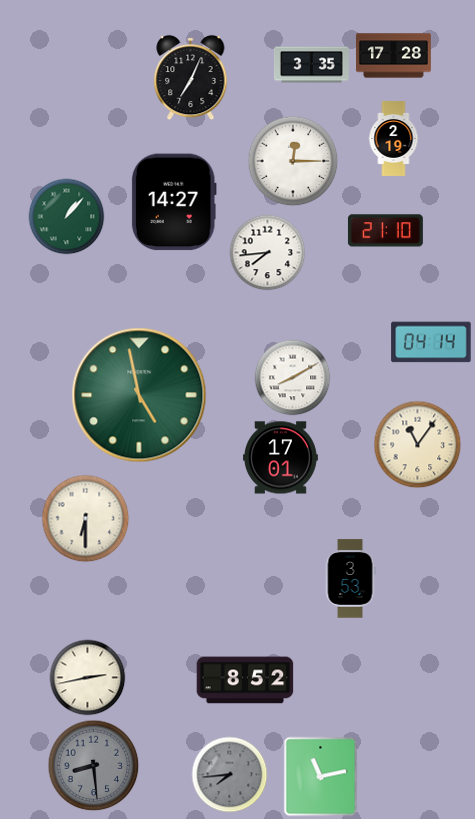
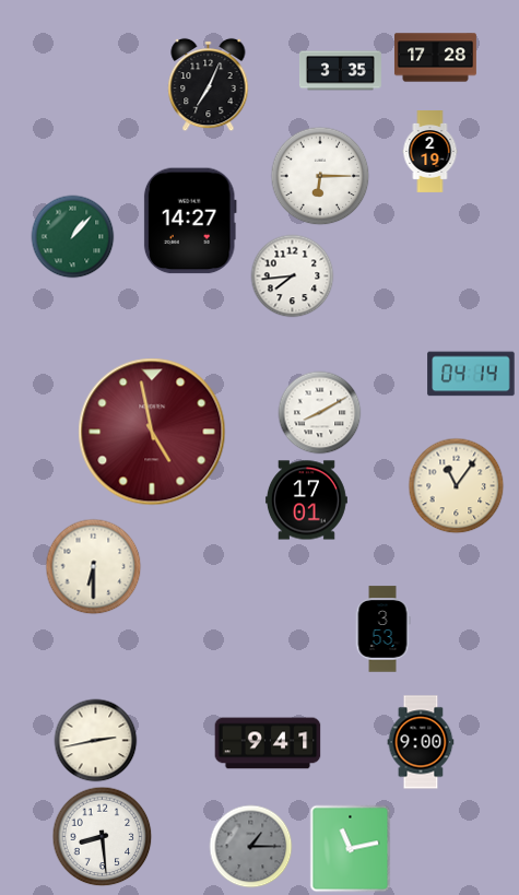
clock at (393, 56) position: (393, 56) -> (435, 58)
clock at (293, 161): 12:15 -> 6:15
clock at (385, 231): 21:10 -> none
clock at (139, 395) dial: green -> burgundy
clock at (350, 579) position: (350, 579) -> (382, 629)
clock at (421, 742): none -> 9:00
clock at (245, 680): 8:52 -> 9:41
clock at (94, 766) dial: grey -> white
clock at (230, 775): 7:44 -> 1:15
